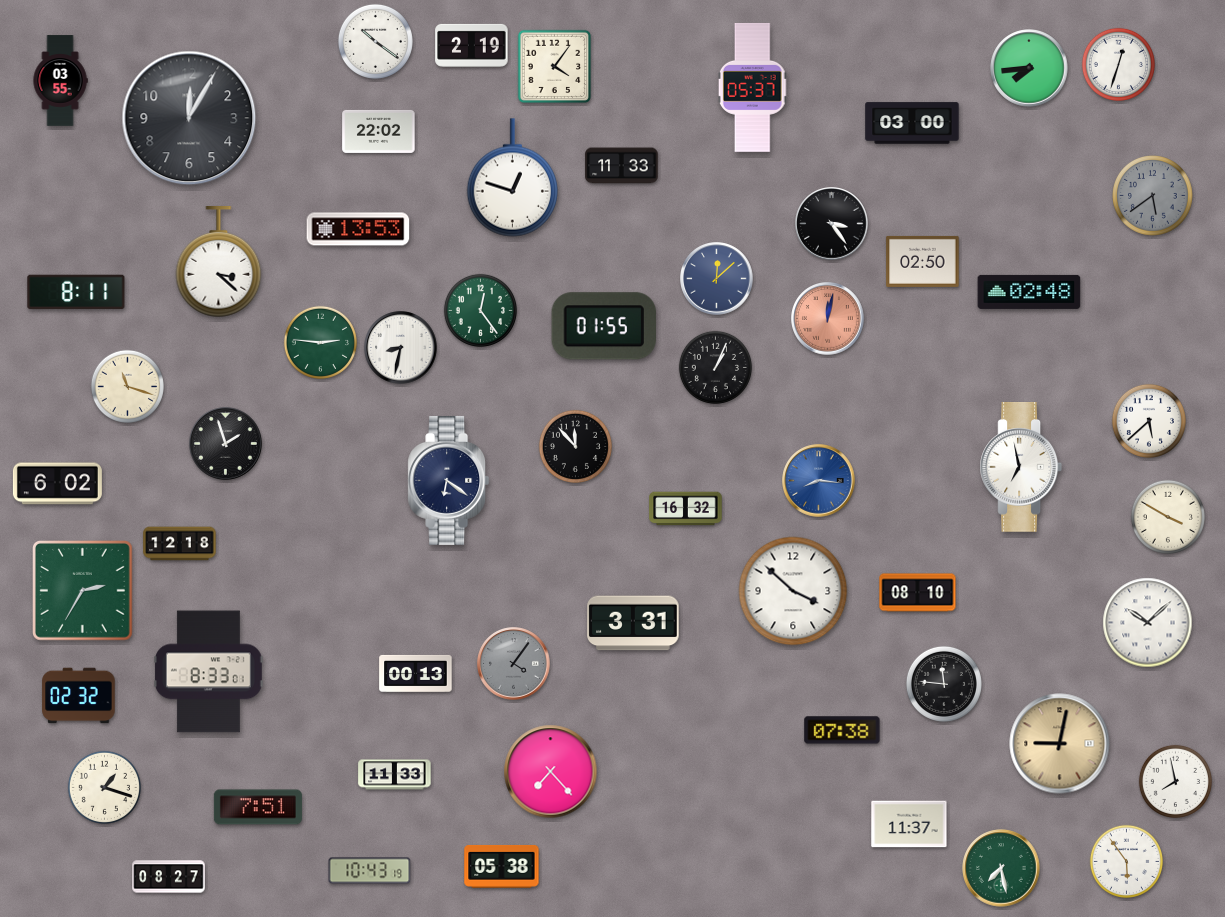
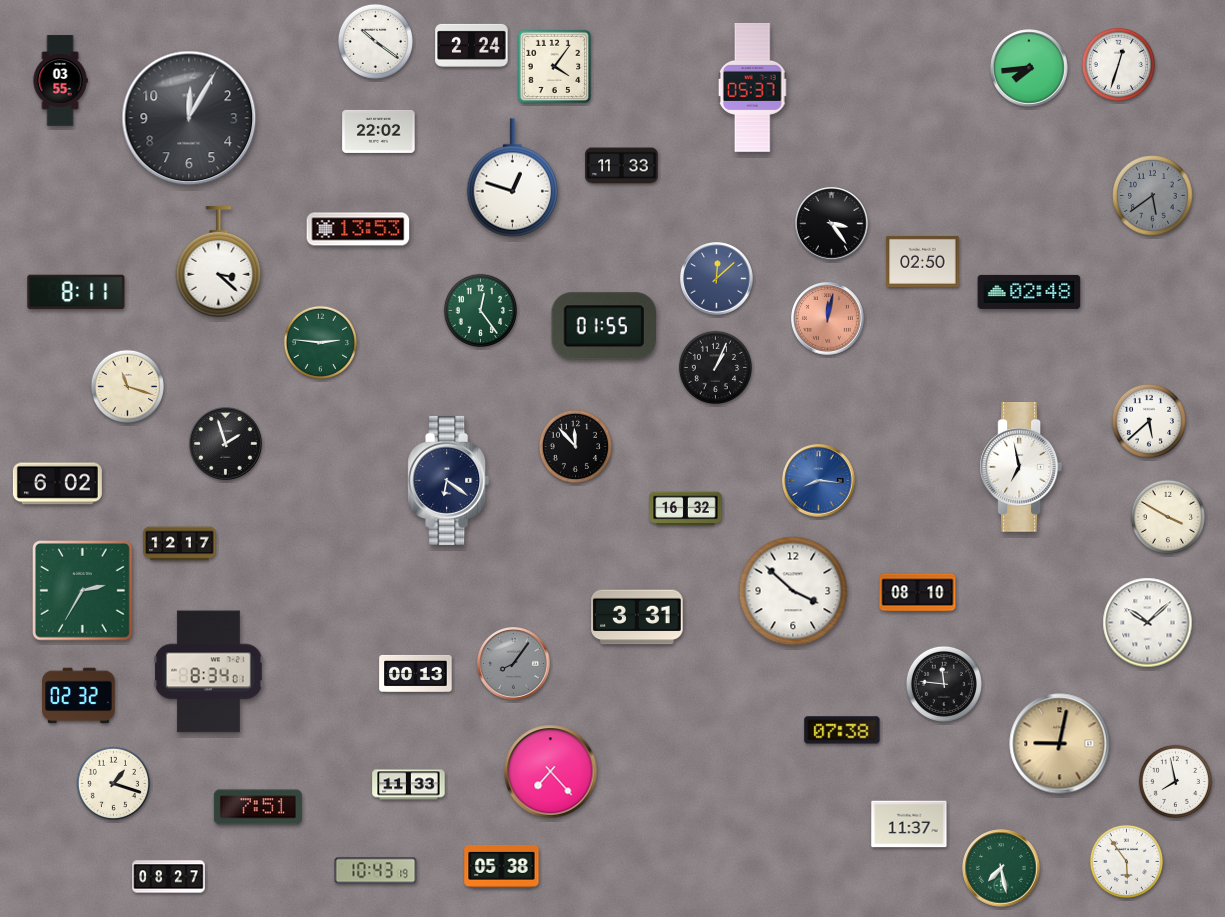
clock at (472, 45): 2:19 -> 2:24
clock at (912, 123): 03:00 -> none
clock at (401, 348): 8:32 -> none
clock at (180, 544): 12:18 -> 12:17
clock at (633, 623) position: (633, 623) -> (637, 617)
clock at (514, 664): 4:06 -> 8:06
clock at (208, 672): 8:33 -> 8:34
clock at (395, 775) position: (395, 775) -> (409, 785)
clock at (104, 787) position: (104, 787) -> (113, 783)
clock at (370, 871) position: (370, 871) -> (376, 871)
